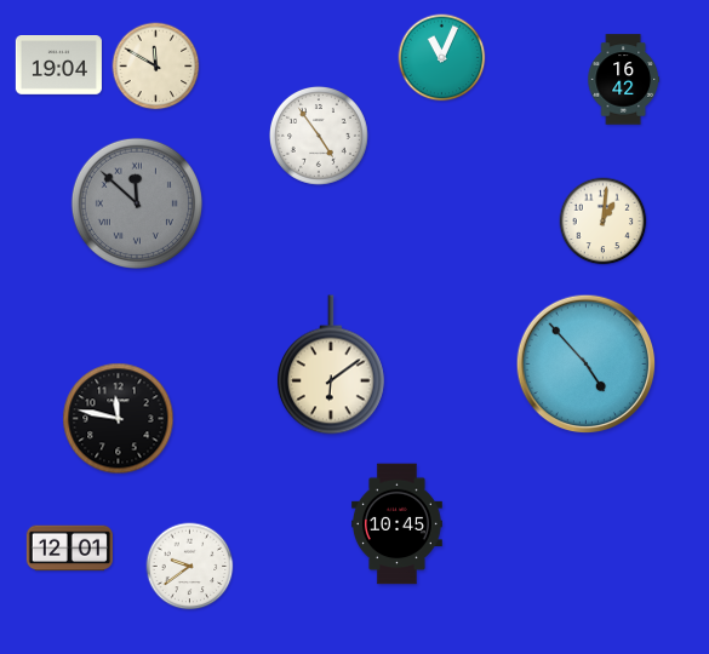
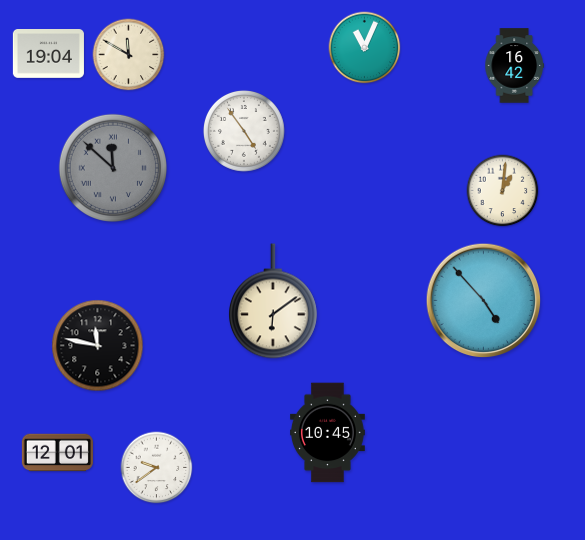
clock at (319, 136) position: (319, 136) -> (244, 131)
clock at (604, 222) position: (604, 222) -> (503, 191)
